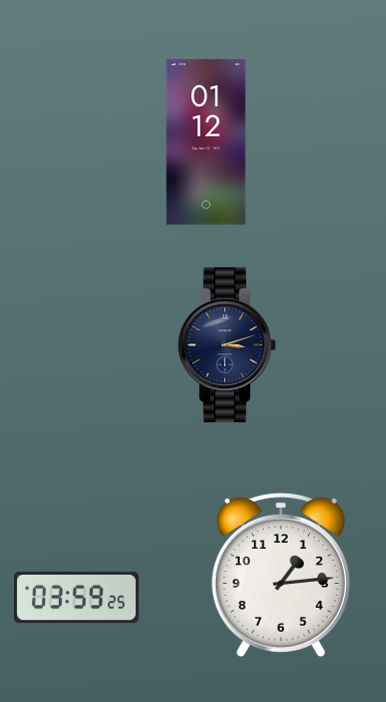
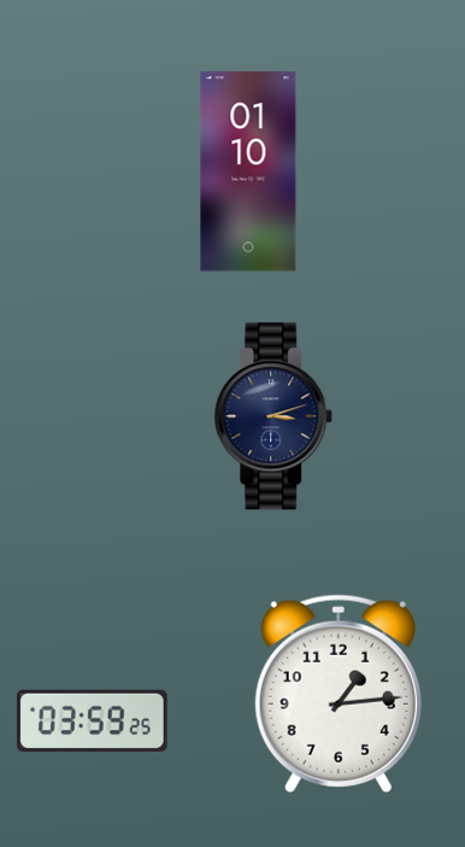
clock at (206, 142): 01:12 -> 01:10
